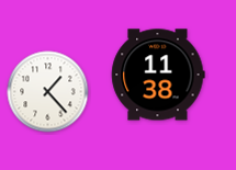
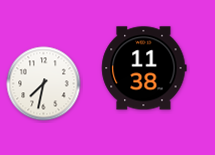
clock at (48, 92): 1:23 -> 7:32
